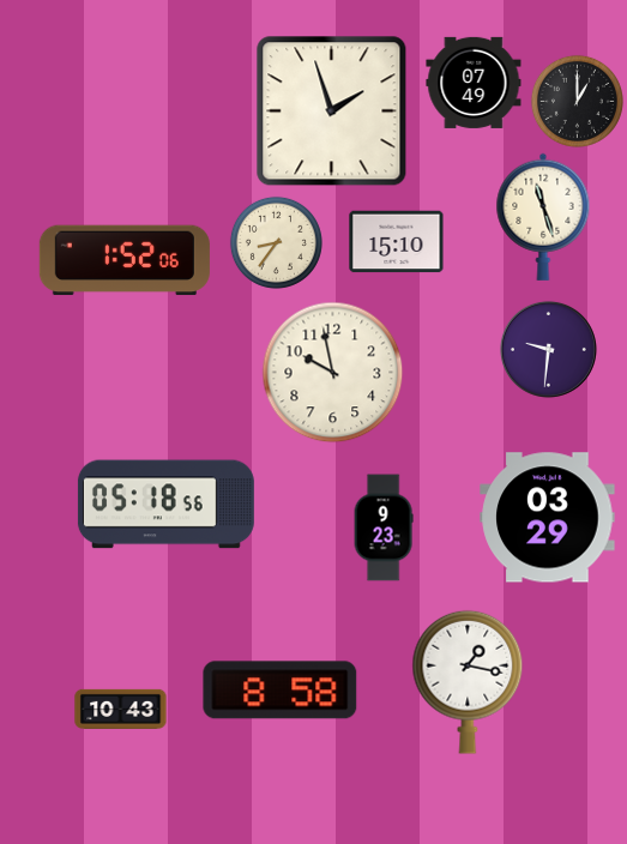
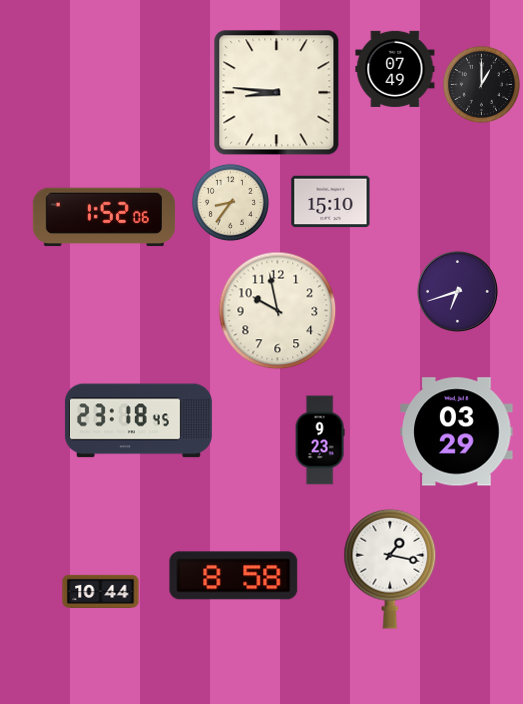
clock at (332, 111): 1:57 -> 8:46
clock at (543, 217): 11:27 -> none
clock at (548, 349): 9:31 -> 6:42
clock at (165, 505): 05:18 -> 23:18
clock at (121, 709): 10:43 -> 10:44
